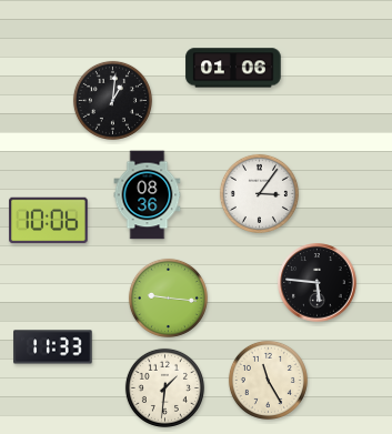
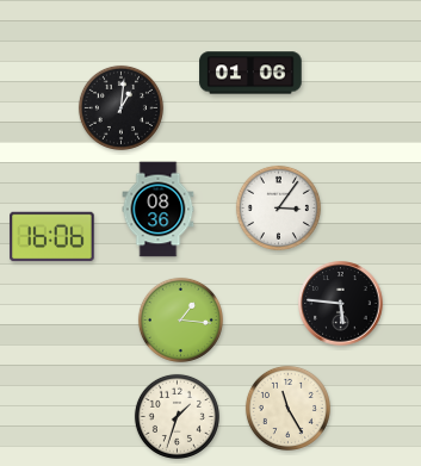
clock at (49, 221): 10:06 -> 16:06
clock at (168, 297): 9:16 -> 1:16
clock at (53, 347): 11:33 -> none
clock at (164, 387): 1:31 -> 1:33
